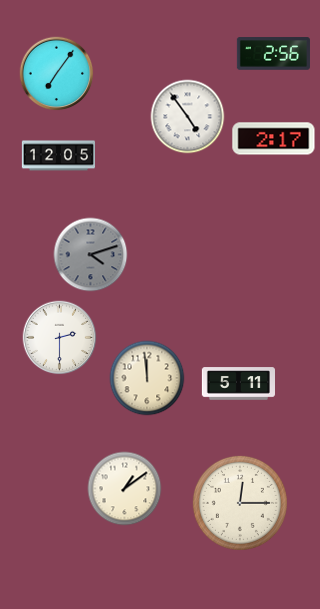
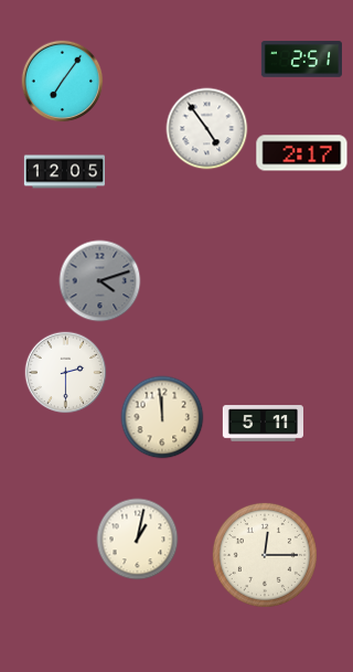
clock at (273, 54): 2:56 -> 2:51
clock at (125, 489): 1:09 -> 1:02
